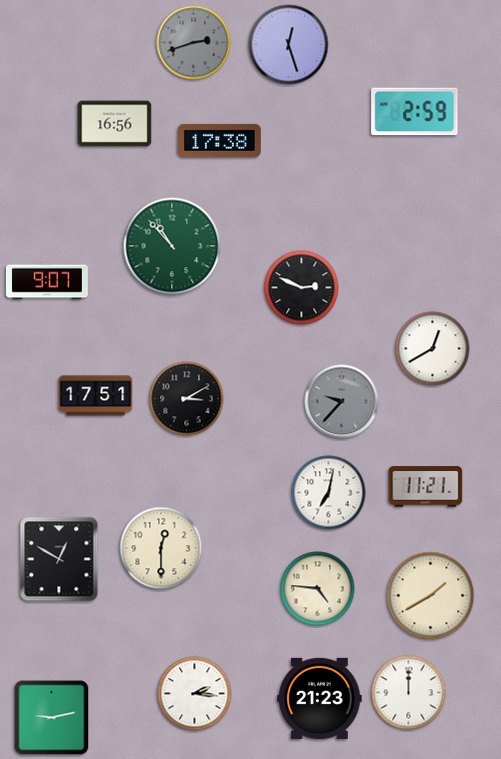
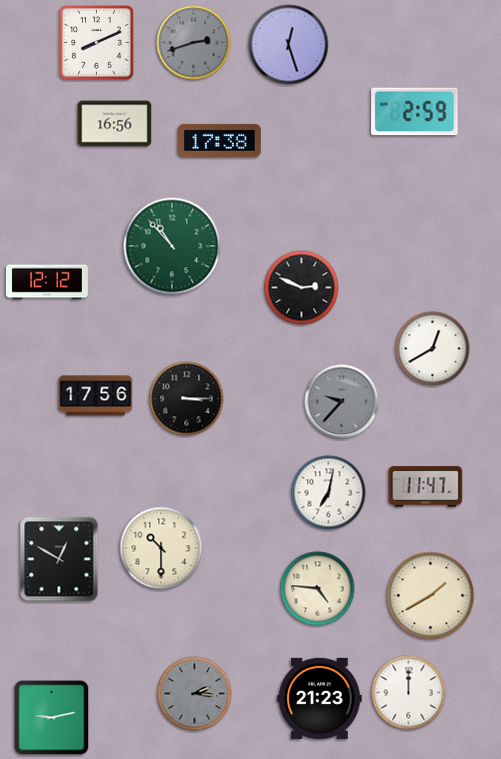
clock at (97, 43): none -> 8:11
clock at (47, 281): 9:07 -> 12:12
clock at (96, 396): 17:51 -> 17:56
clock at (187, 399): 3:10 -> 3:15
clock at (426, 487): 11:21 -> 11:47
clock at (161, 548): 12:30 -> 10:30
clock at (195, 694) dial: white -> grey
